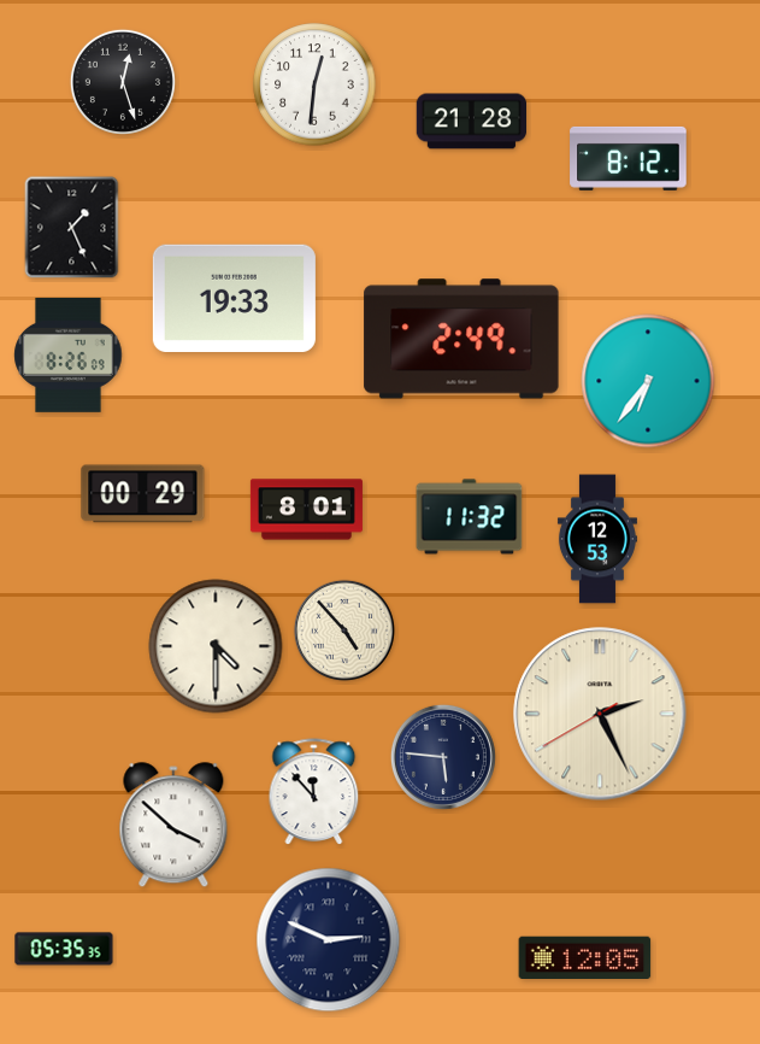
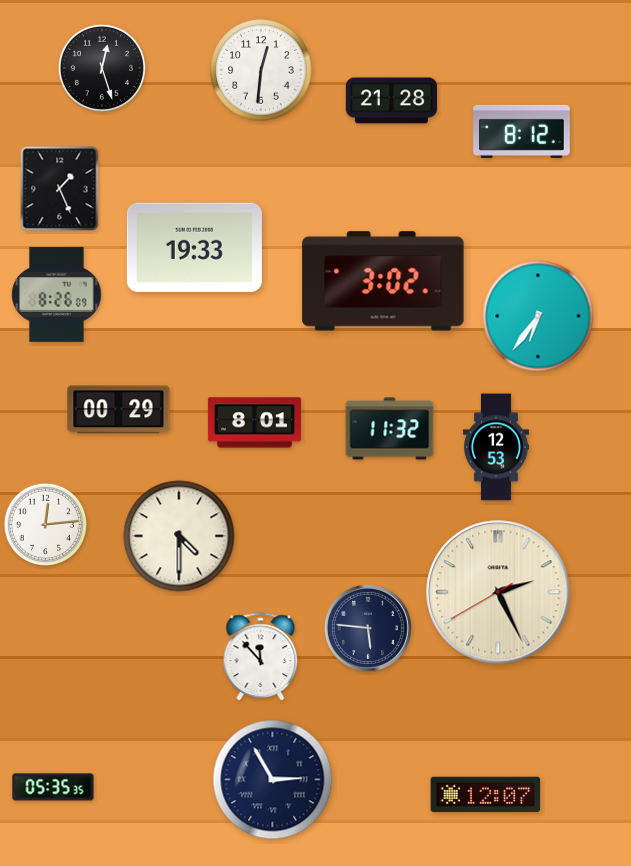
clock at (461, 339): 2:49 -> 3:02
clock at (344, 630): 4:53 -> none
clock at (46, 525): none -> 12:14
clock at (173, 826): 3:52 -> none
clock at (329, 940): 2:49 -> 2:55
clock at (585, 958): 12:05 -> 12:07
